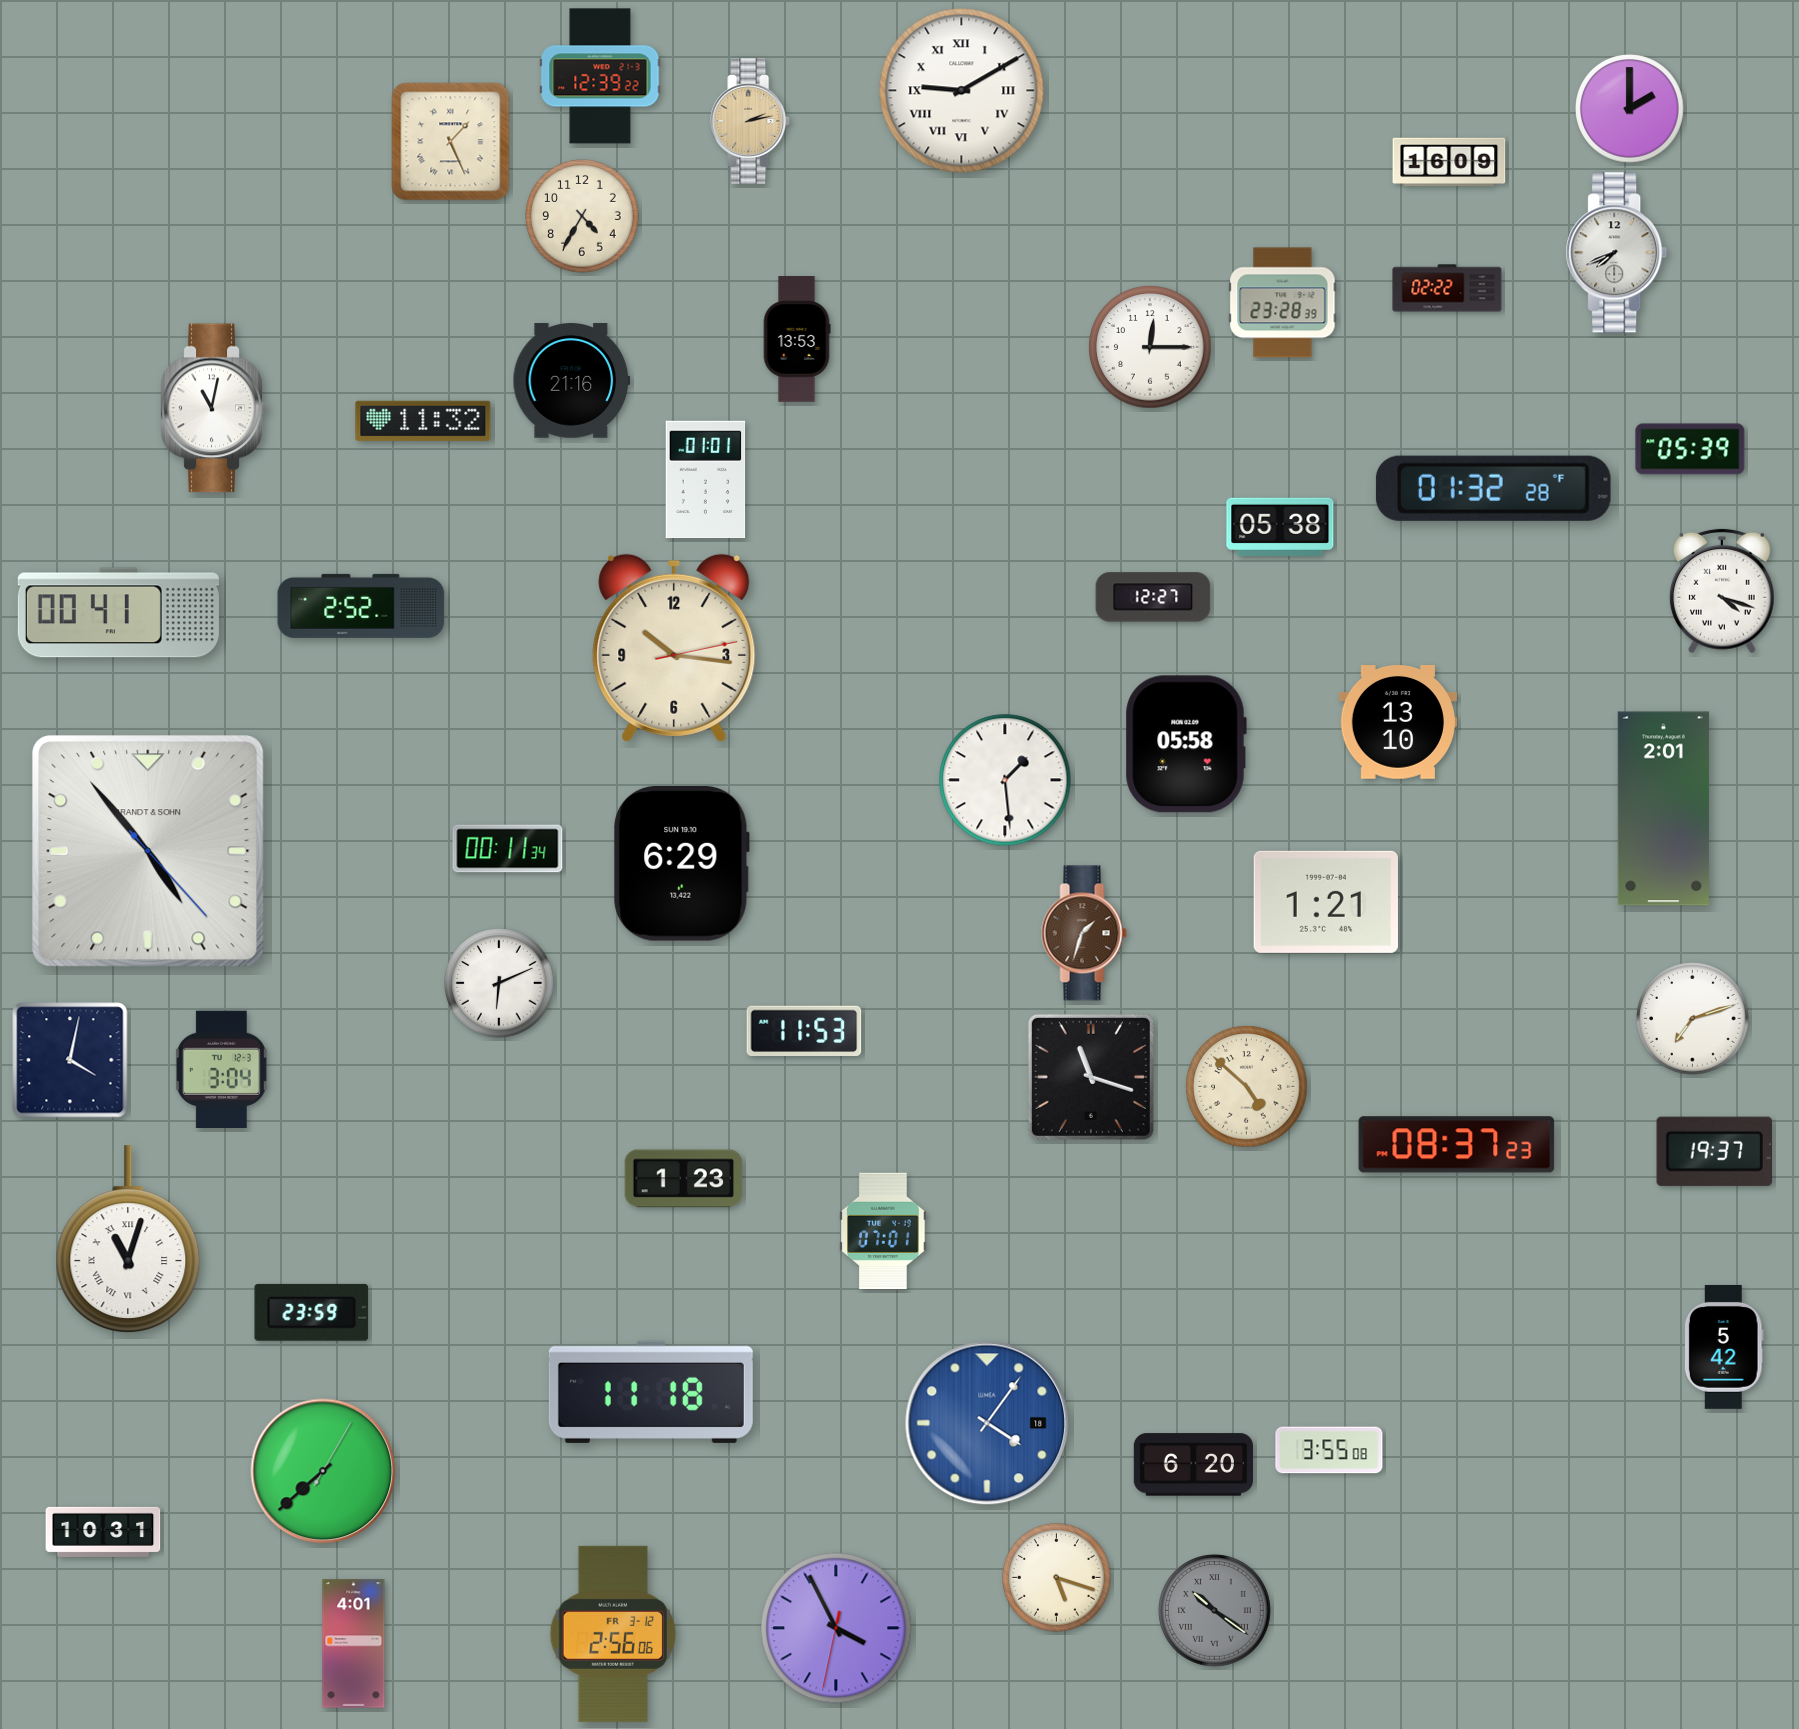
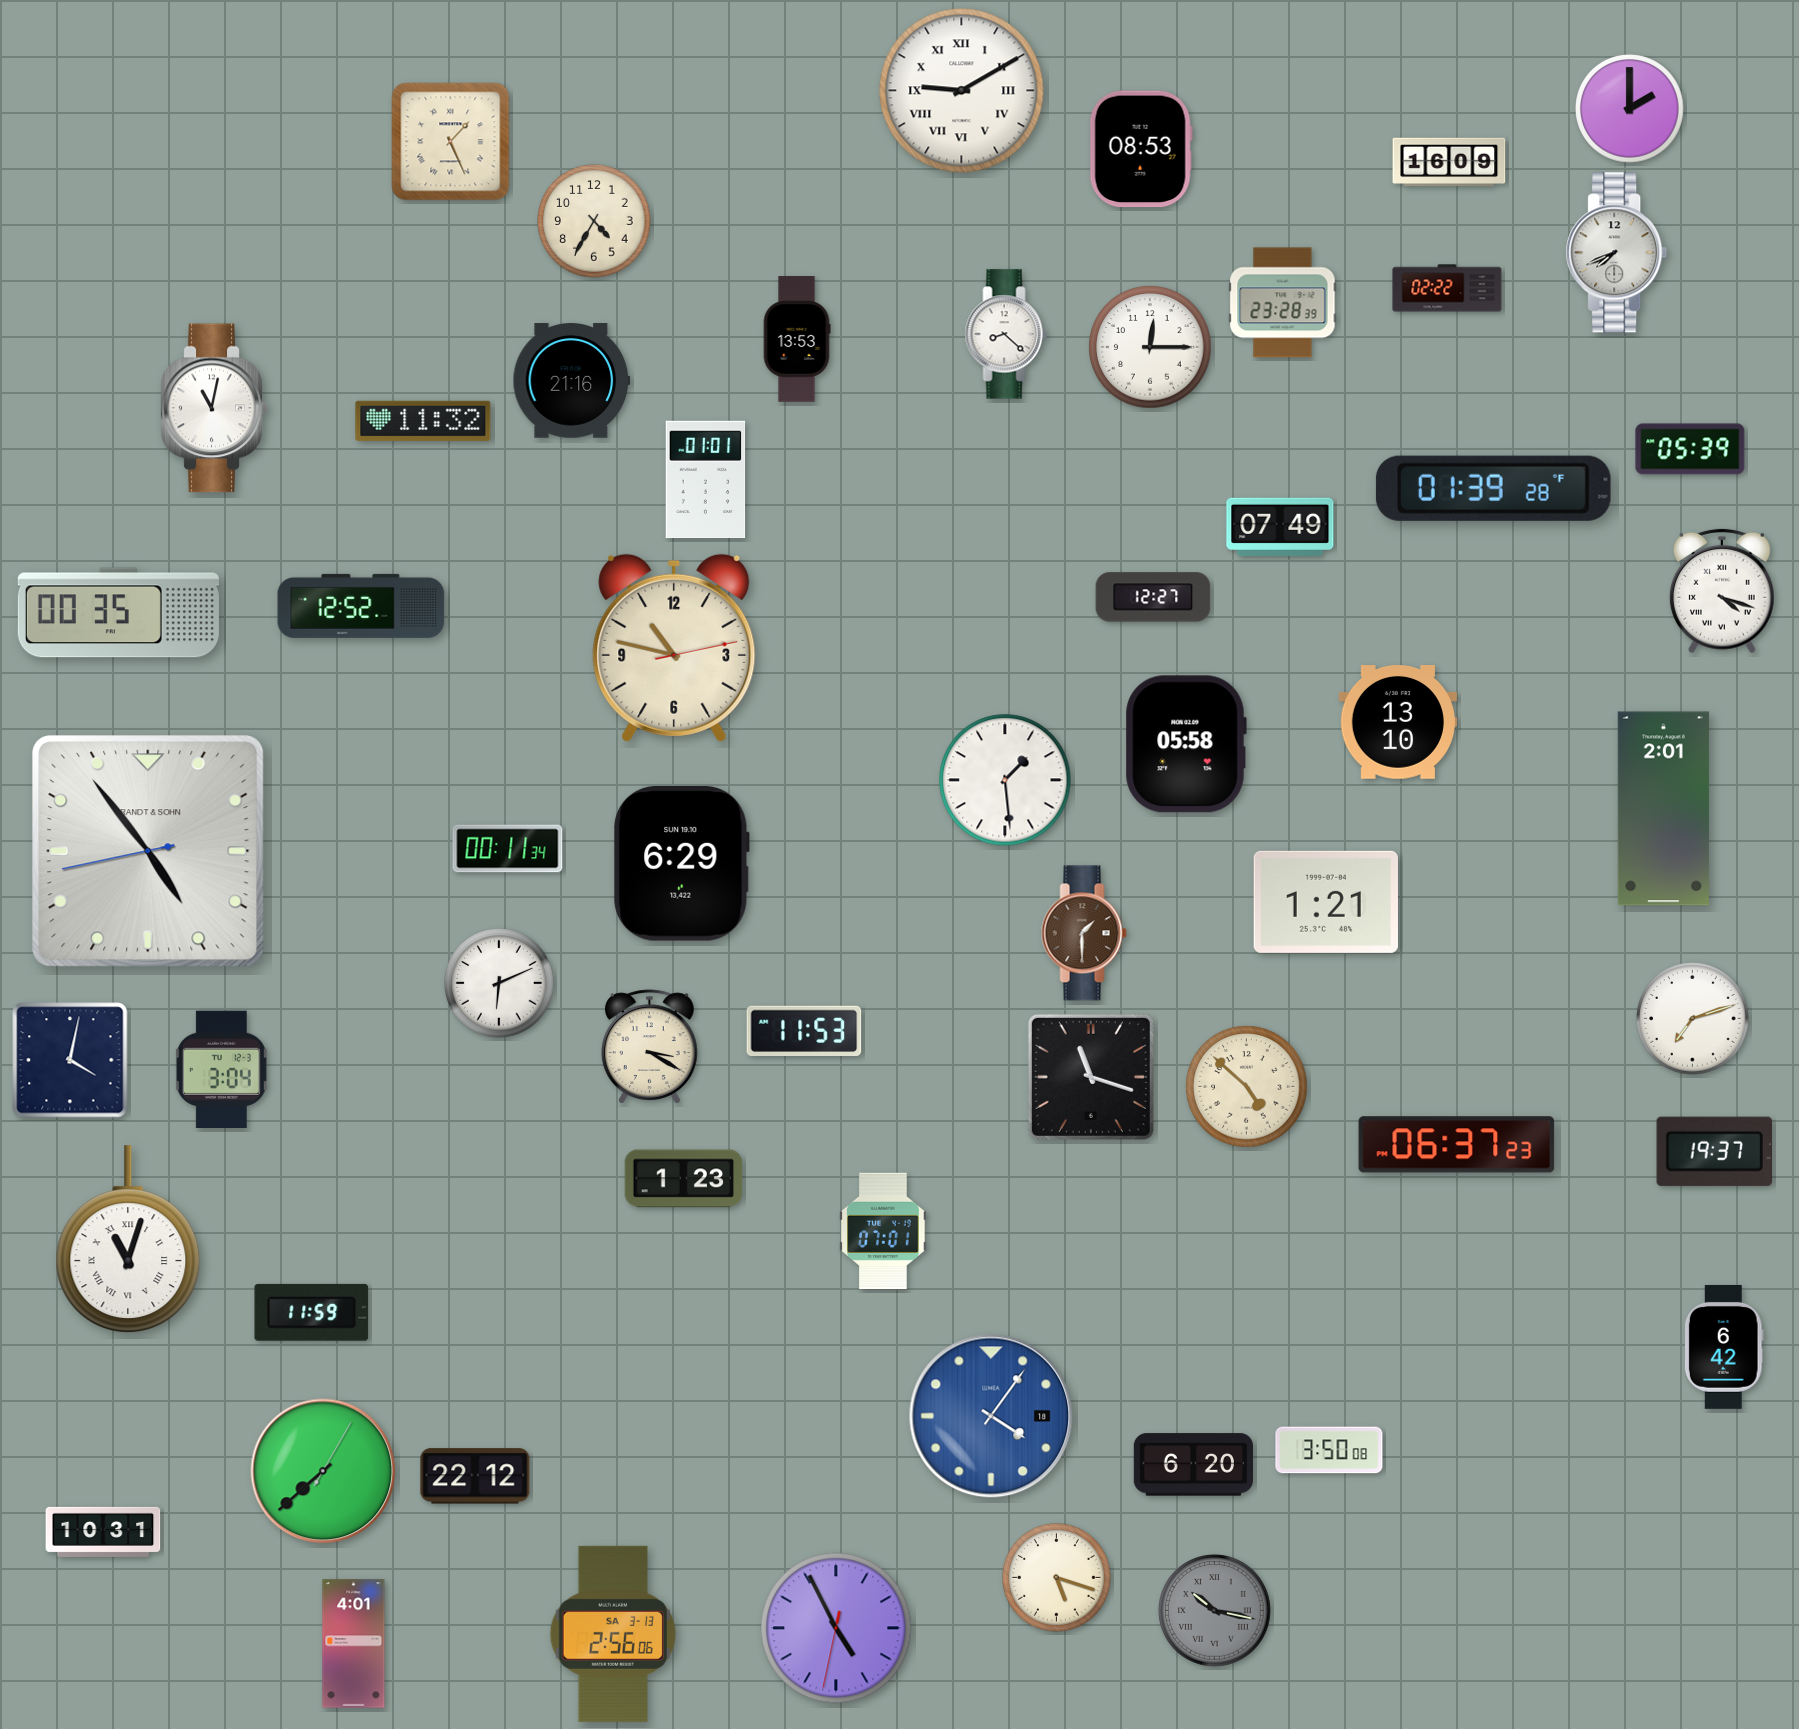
clock at (600, 76): 12:39 -> none
clock at (751, 121): 2:13 -> none
clock at (1141, 149): none -> 08:53
clock at (582, 216) position: (582, 216) -> (594, 221)
clock at (1006, 334): none -> 8:22
clock at (1493, 488): 01:32 -> 01:39
clock at (1280, 526): 05:38 -> 07:49
clock at (361, 606): 2:52 -> 12:52
clock at (118, 613): 00:41 -> 00:35
clock at (674, 648): 10:16 -> 10:47
clock at (148, 851): 4:53:23 -> 4:53:43
clock at (1084, 933): 1:33 -> 1:30
clock at (649, 1047): none -> 3:20
clock at (1457, 1145): 08:37 -> 06:37
clock at (312, 1312): 23:59 -> 11:59
clock at (1724, 1347): 5:42 -> 6:42
clock at (651, 1392): 11:18 -> none
clock at (987, 1423) position: (987, 1423) -> (991, 1416)
clock at (1329, 1450): 3:55 -> 3:50
clock at (475, 1476): none -> 22:12
clock at (1215, 1611): 10:21 -> 10:17
clock at (836, 1628): 3:55 -> 4:55
clock at (613, 1634) date: FR 3-12 -> SA 3-13
